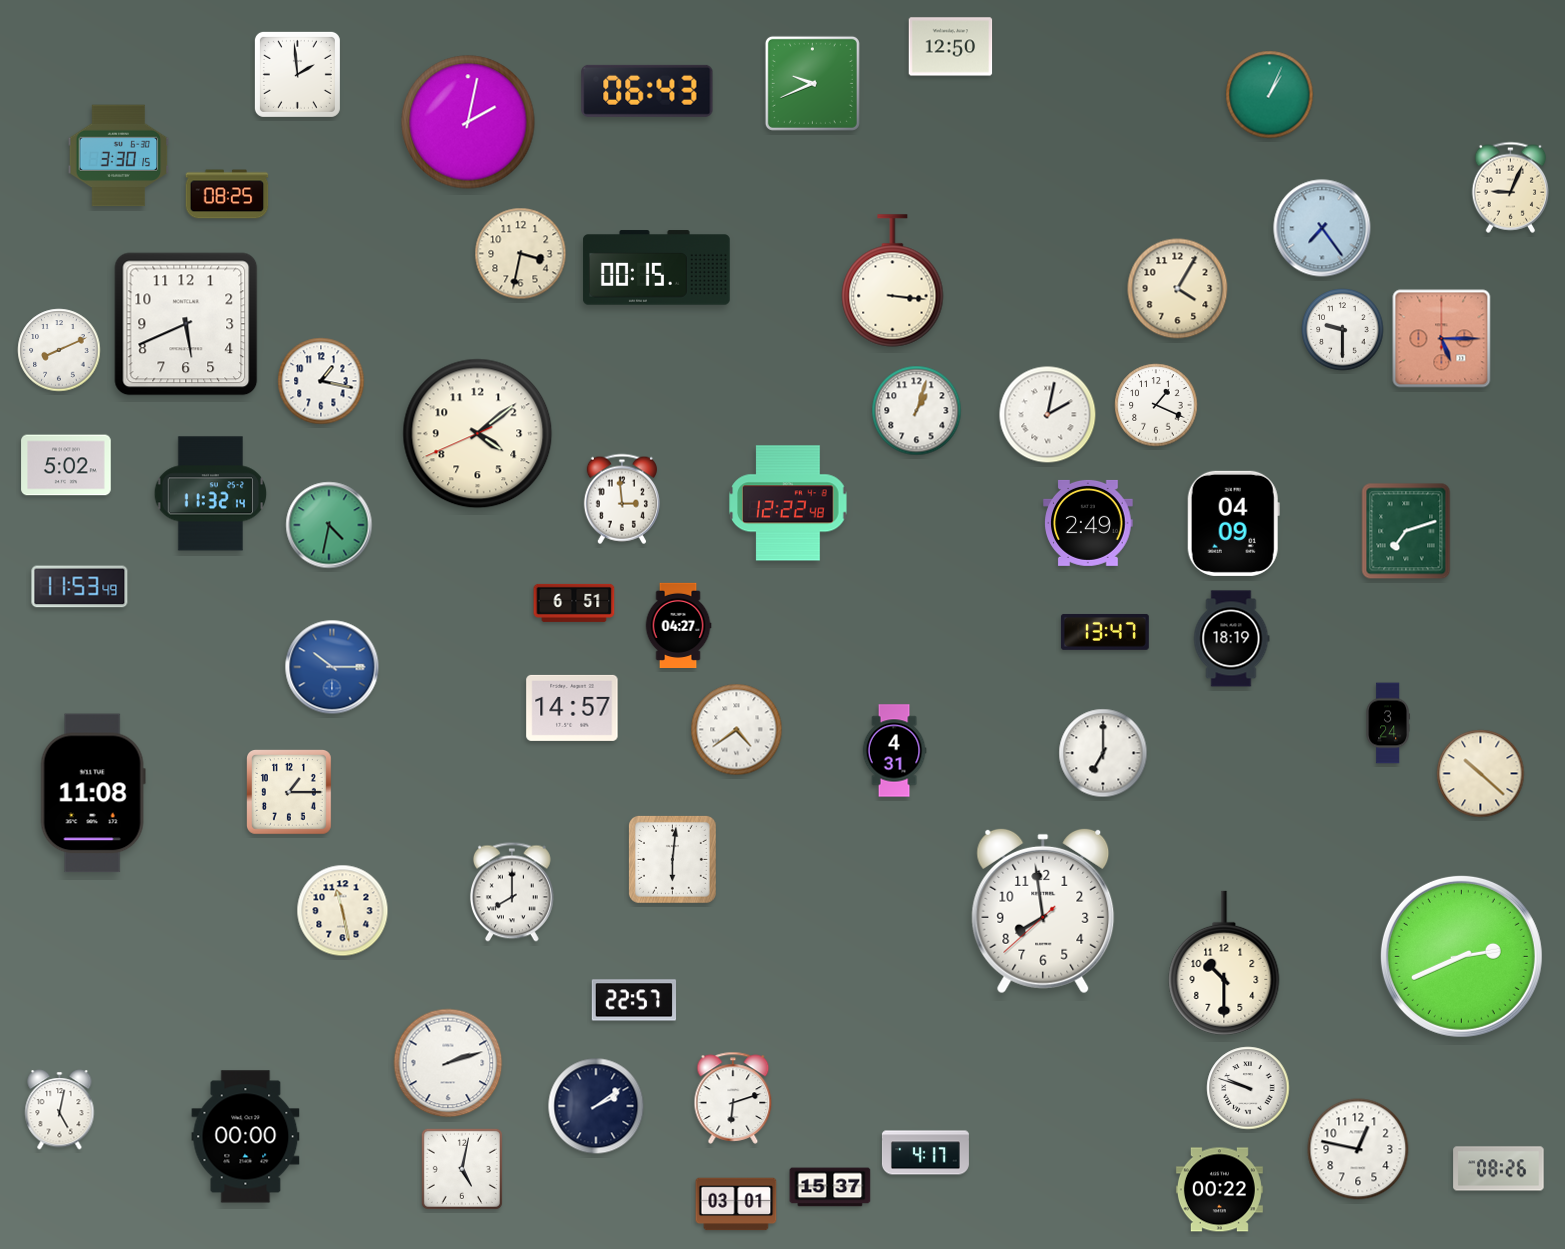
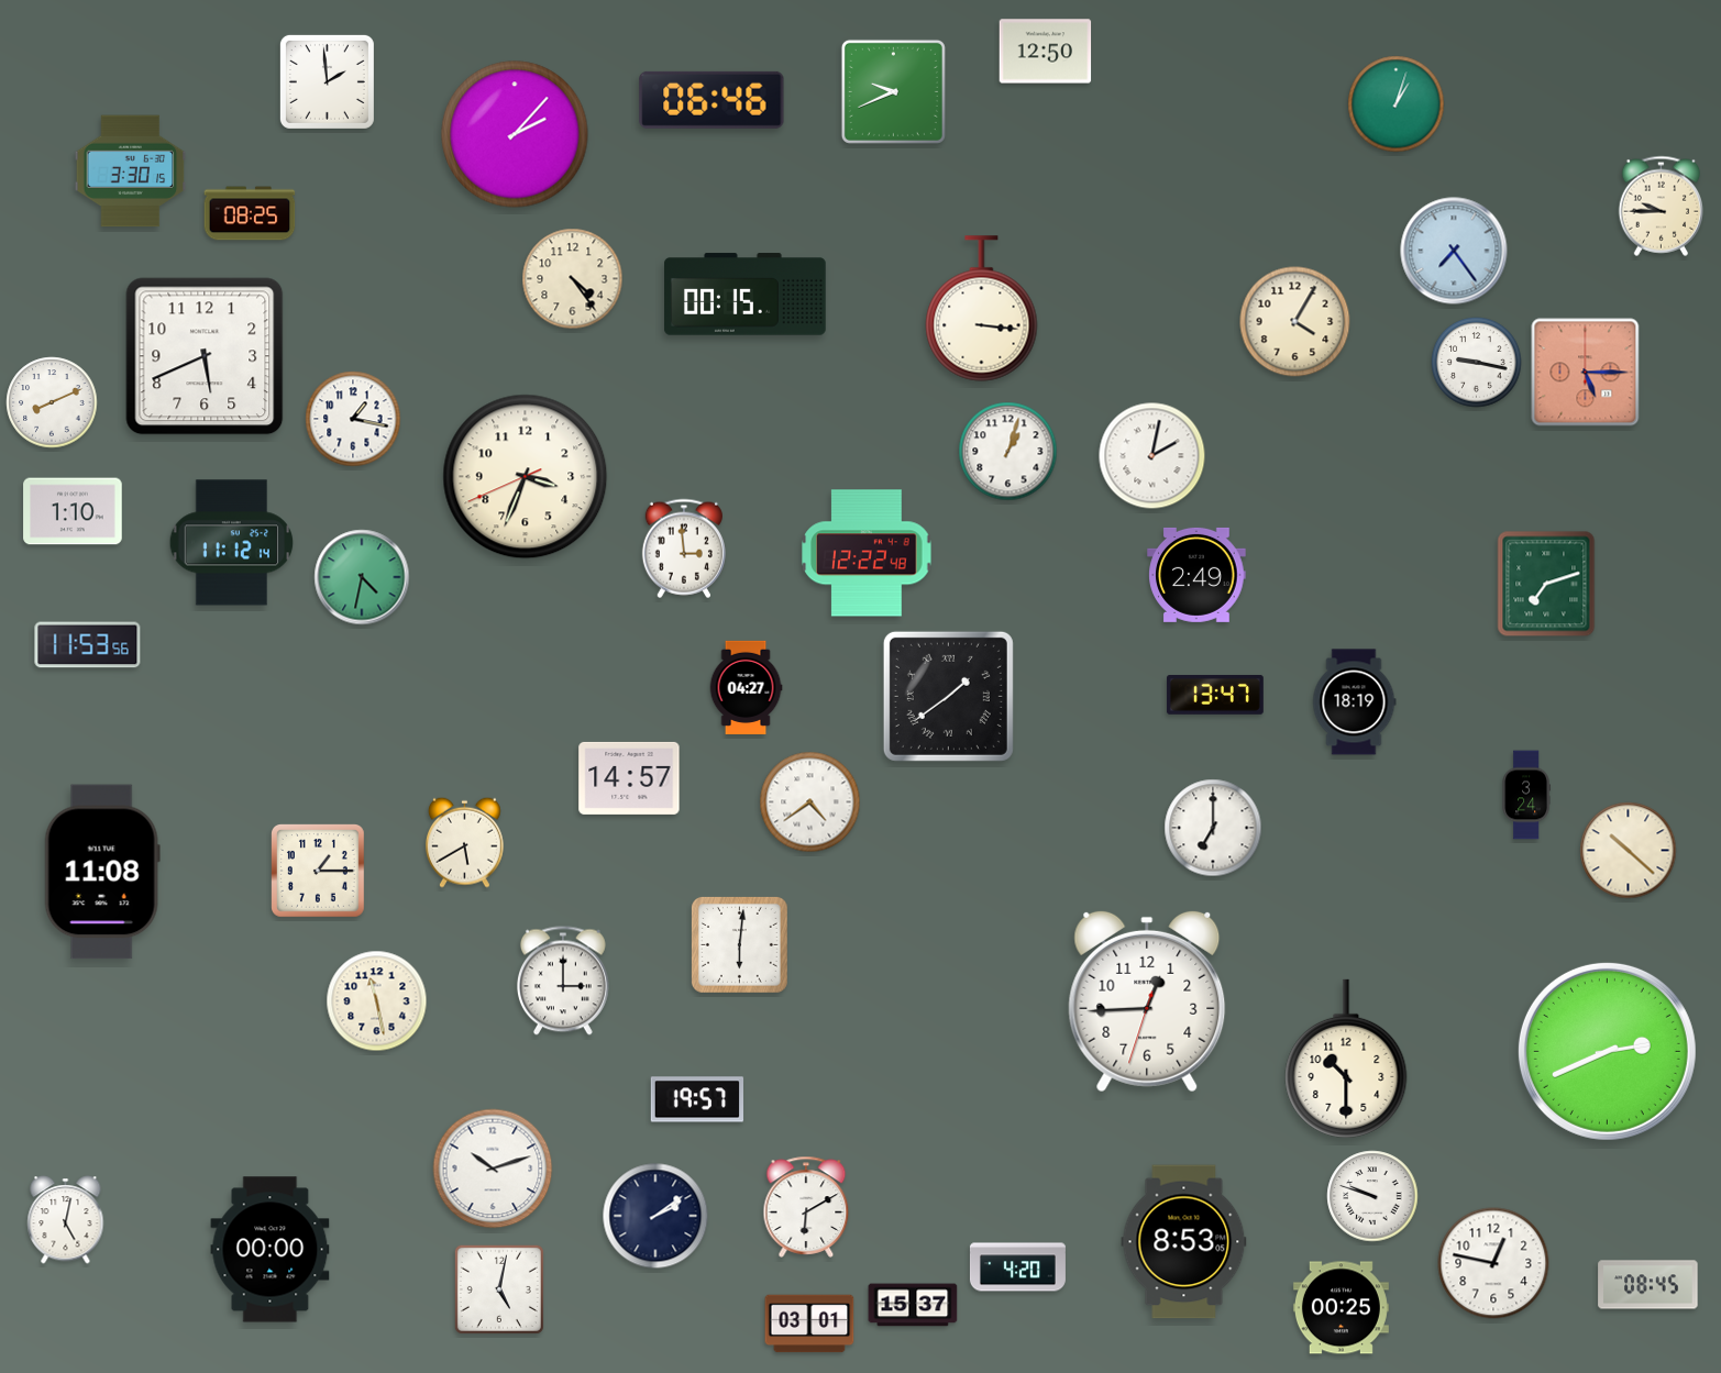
clock at (647, 91): 06:43 -> 06:46
clock at (1270, 95): 1:04 -> 1:03
clock at (468, 122): 2:02 -> 2:07
clock at (1511, 187): 9:04 -> 9:45
clock at (521, 254): 3:32 -> 4:24
clock at (657, 268) position: (657, 268) -> (746, 295)
clock at (1178, 289) position: (1178, 289) -> (1295, 322)
clock at (1343, 330): 9:30 -> 9:17
clock at (59, 350) position: (59, 350) -> (52, 402)
clock at (1156, 405): 1:19 -> none
clock at (478, 434): 4:08 -> 3:33
clock at (66, 465): 5:02 -> 1:10
clock at (211, 494): 11:32 -> 11:12
clock at (1233, 523): 04:09 -> none
clock at (80, 587): 11:53:49 -> 11:53:56
clock at (574, 603): 6:51 -> none
clock at (948, 696): none -> 1:39
clock at (332, 667): 10:15 -> none
clock at (894, 751): 4:31 -> none
clock at (464, 842): none -> 5:40
clock at (512, 892): 8:00 -> 3:00
clock at (1043, 911): 7:58 -> 12:44
clock at (634, 1000): 22:57 -> 19:57
clock at (448, 1063): 2:12 -> 10:12
clock at (733, 1098): 6:12 -> 6:10
clock at (1184, 1242): none -> 8:53
clock at (925, 1153): 4:17 -> 4:20
clock at (462, 1169) position: (462, 1169) -> (499, 1289)
clock at (1499, 1169): 08:26 -> 08:45
clock at (1219, 1190): 00:22 -> 00:25
